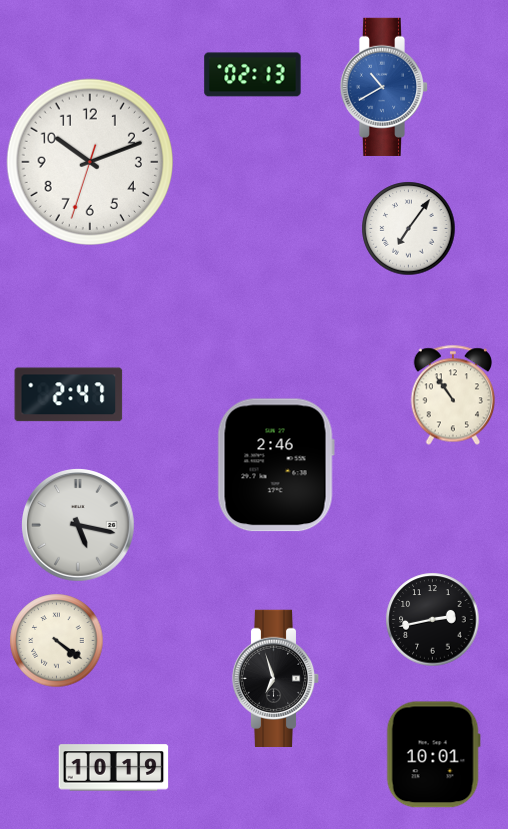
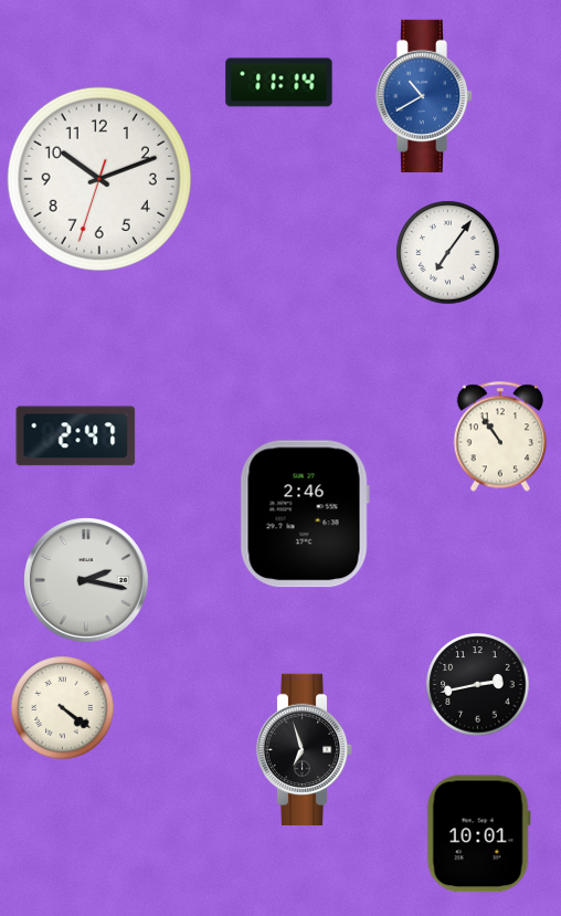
clock at (253, 75): 02:13 -> 11:14
clock at (409, 229) position: (409, 229) -> (448, 253)
clock at (79, 526): 5:17 -> 2:17
clock at (114, 768): 10:19 -> none
